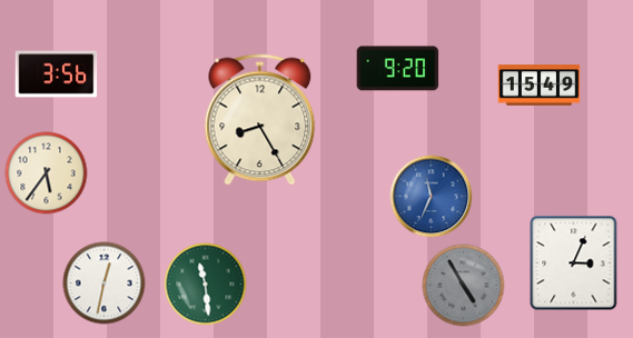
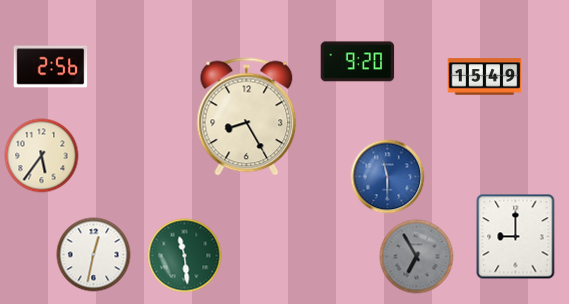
clock at (57, 74): 3:56 -> 2:56
clock at (260, 120) position: (260, 120) -> (247, 117)
clock at (432, 197): 11:34 -> 11:30
clock at (574, 264): 3:04 -> 9:00
clock at (464, 286): 4:55 -> 6:55
